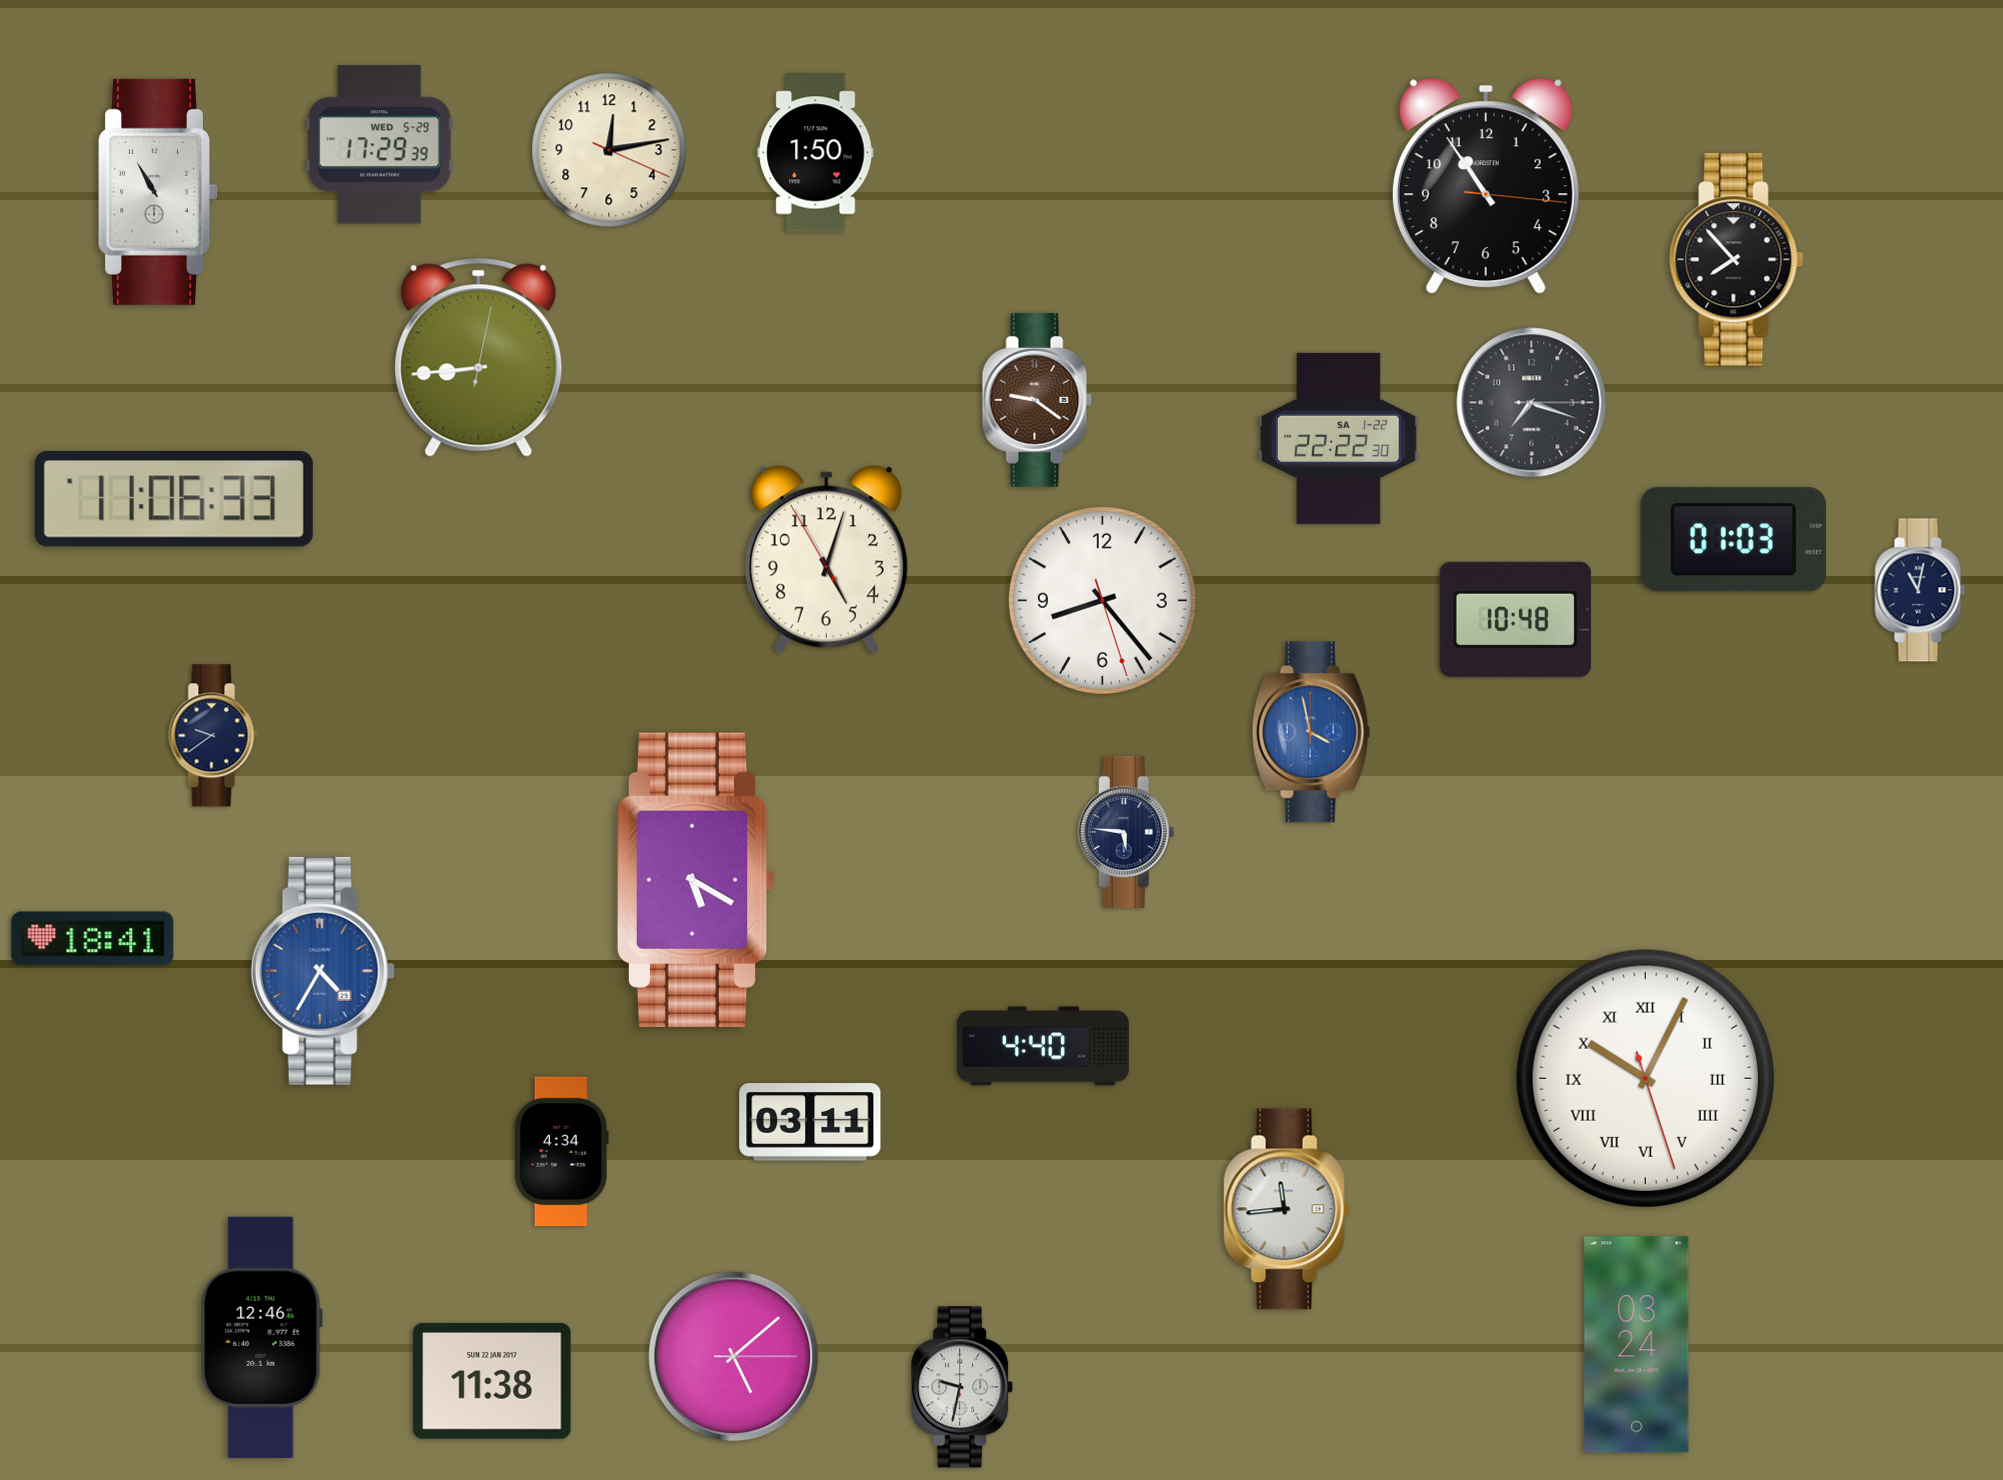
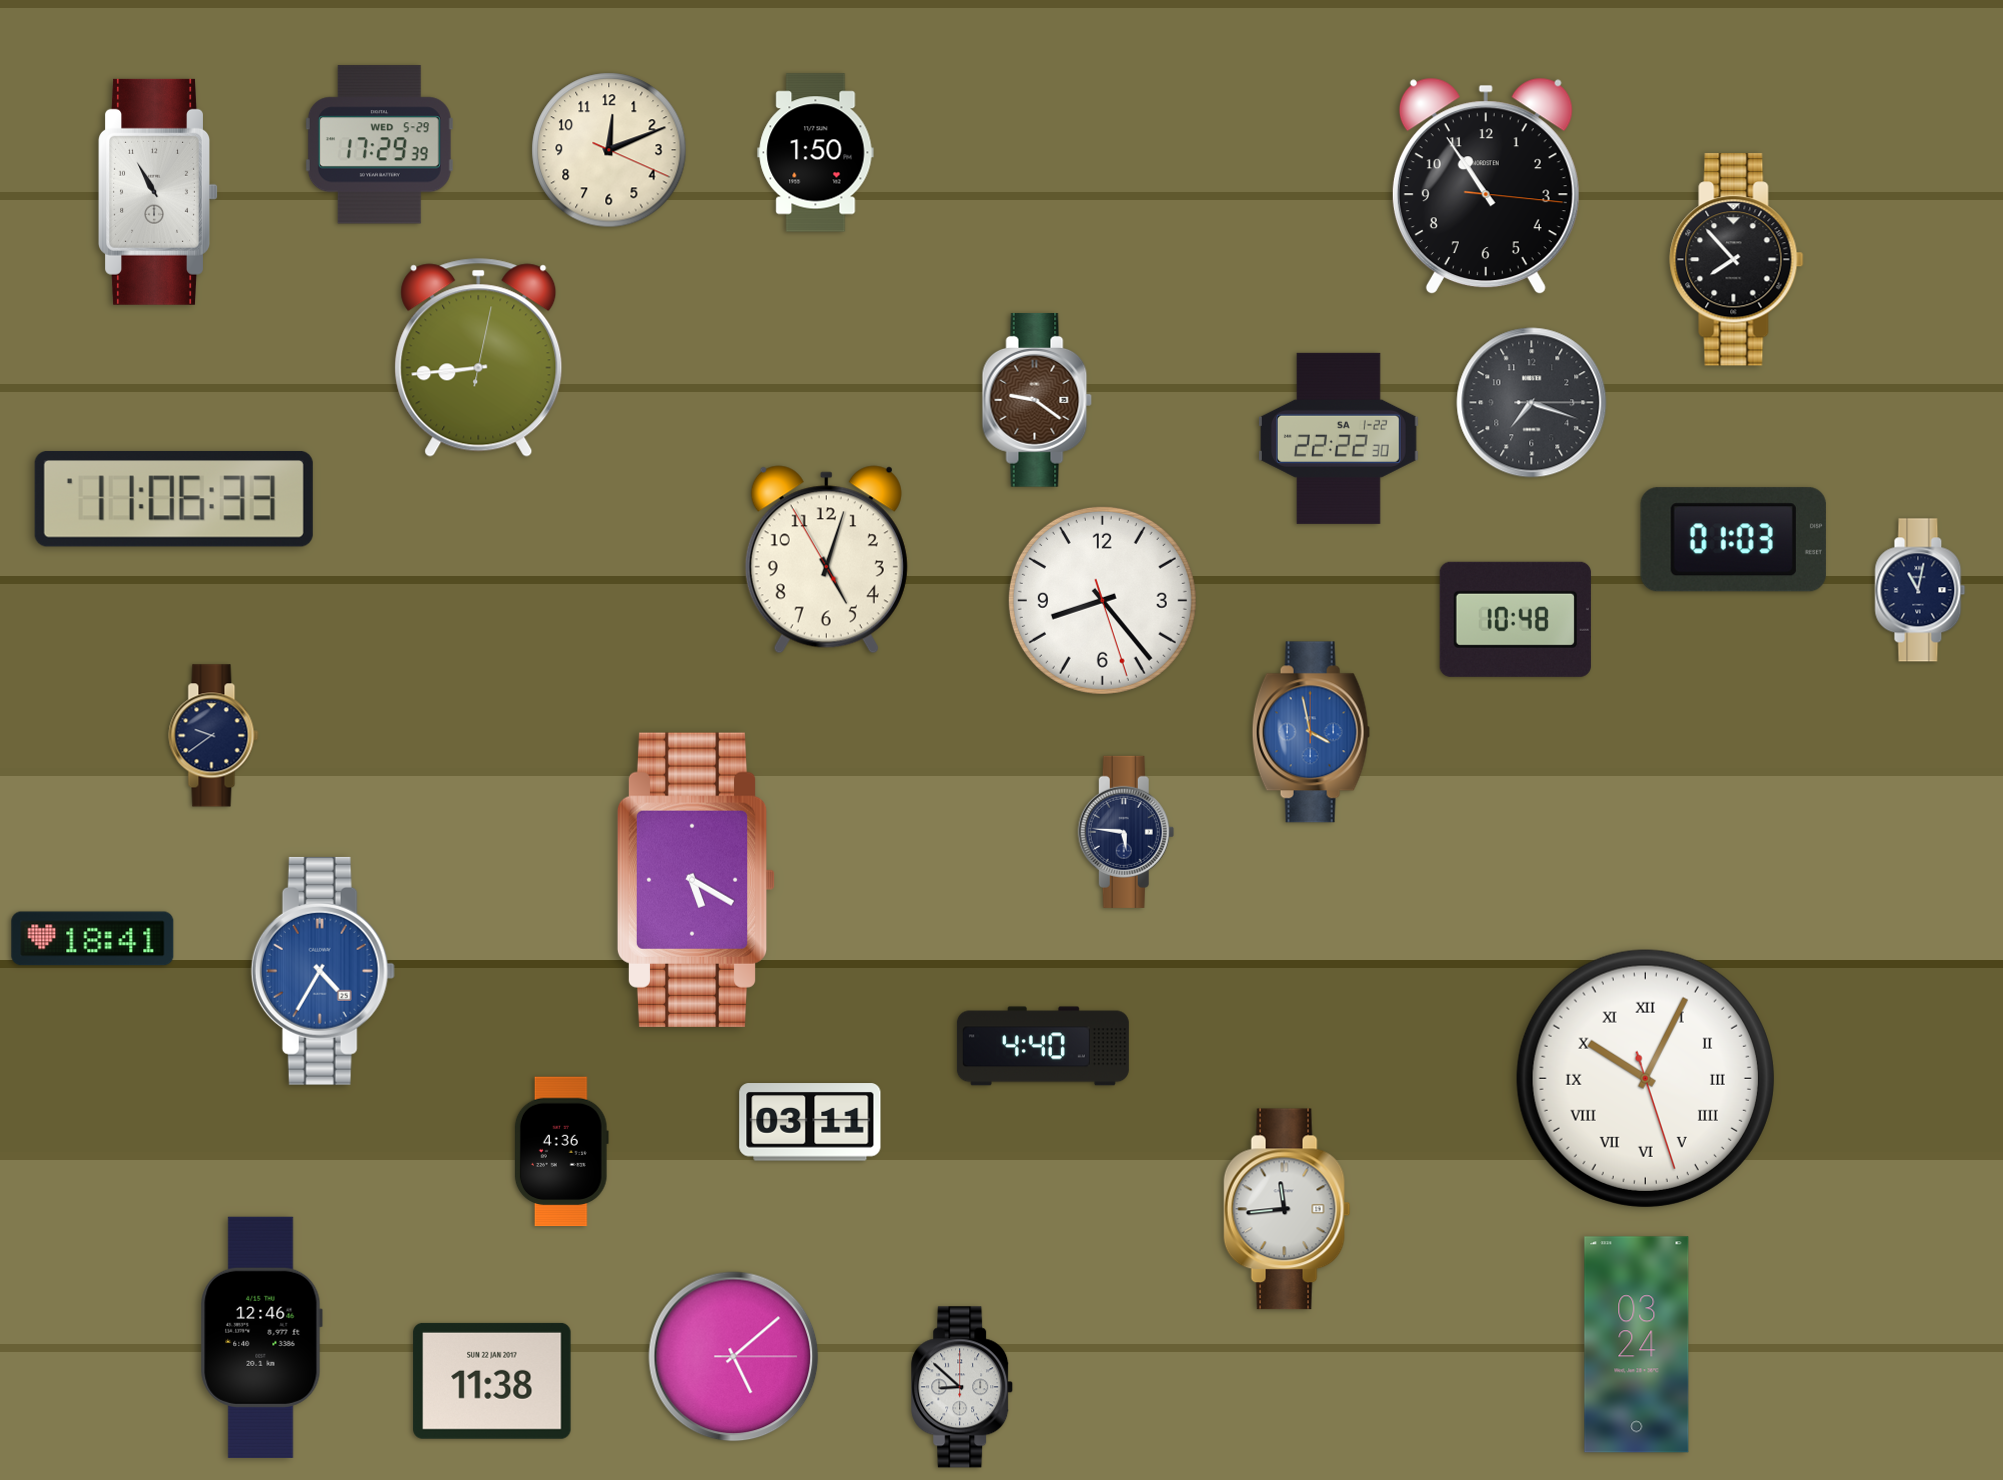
clock at (609, 150): 12:13 -> 12:11
clock at (561, 1152): 4:34 -> 4:36
clock at (963, 1387): 9:32 -> 8:52
